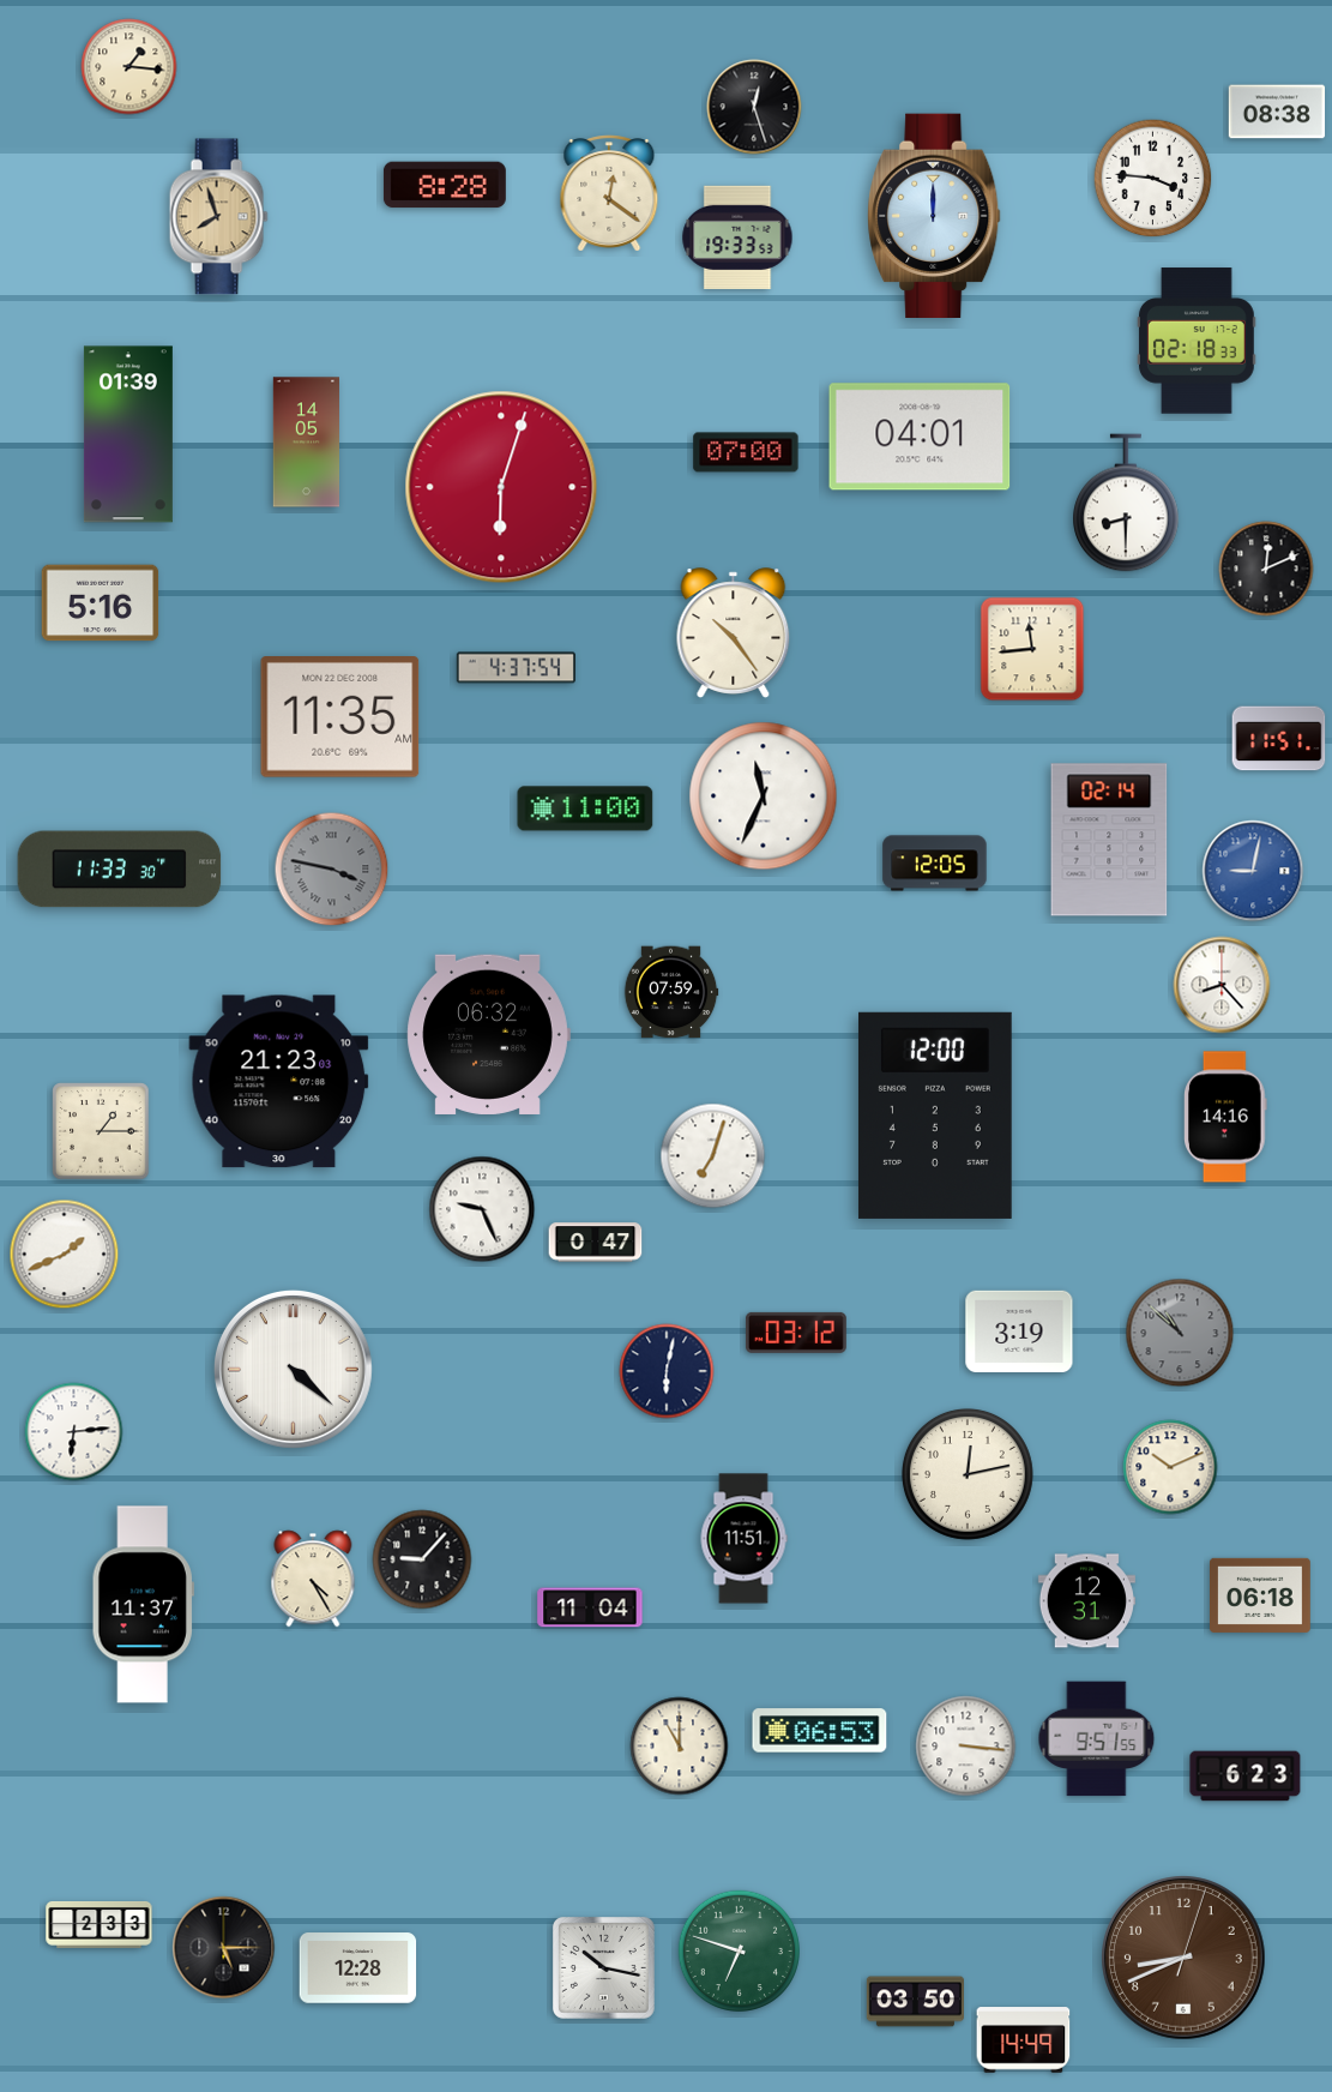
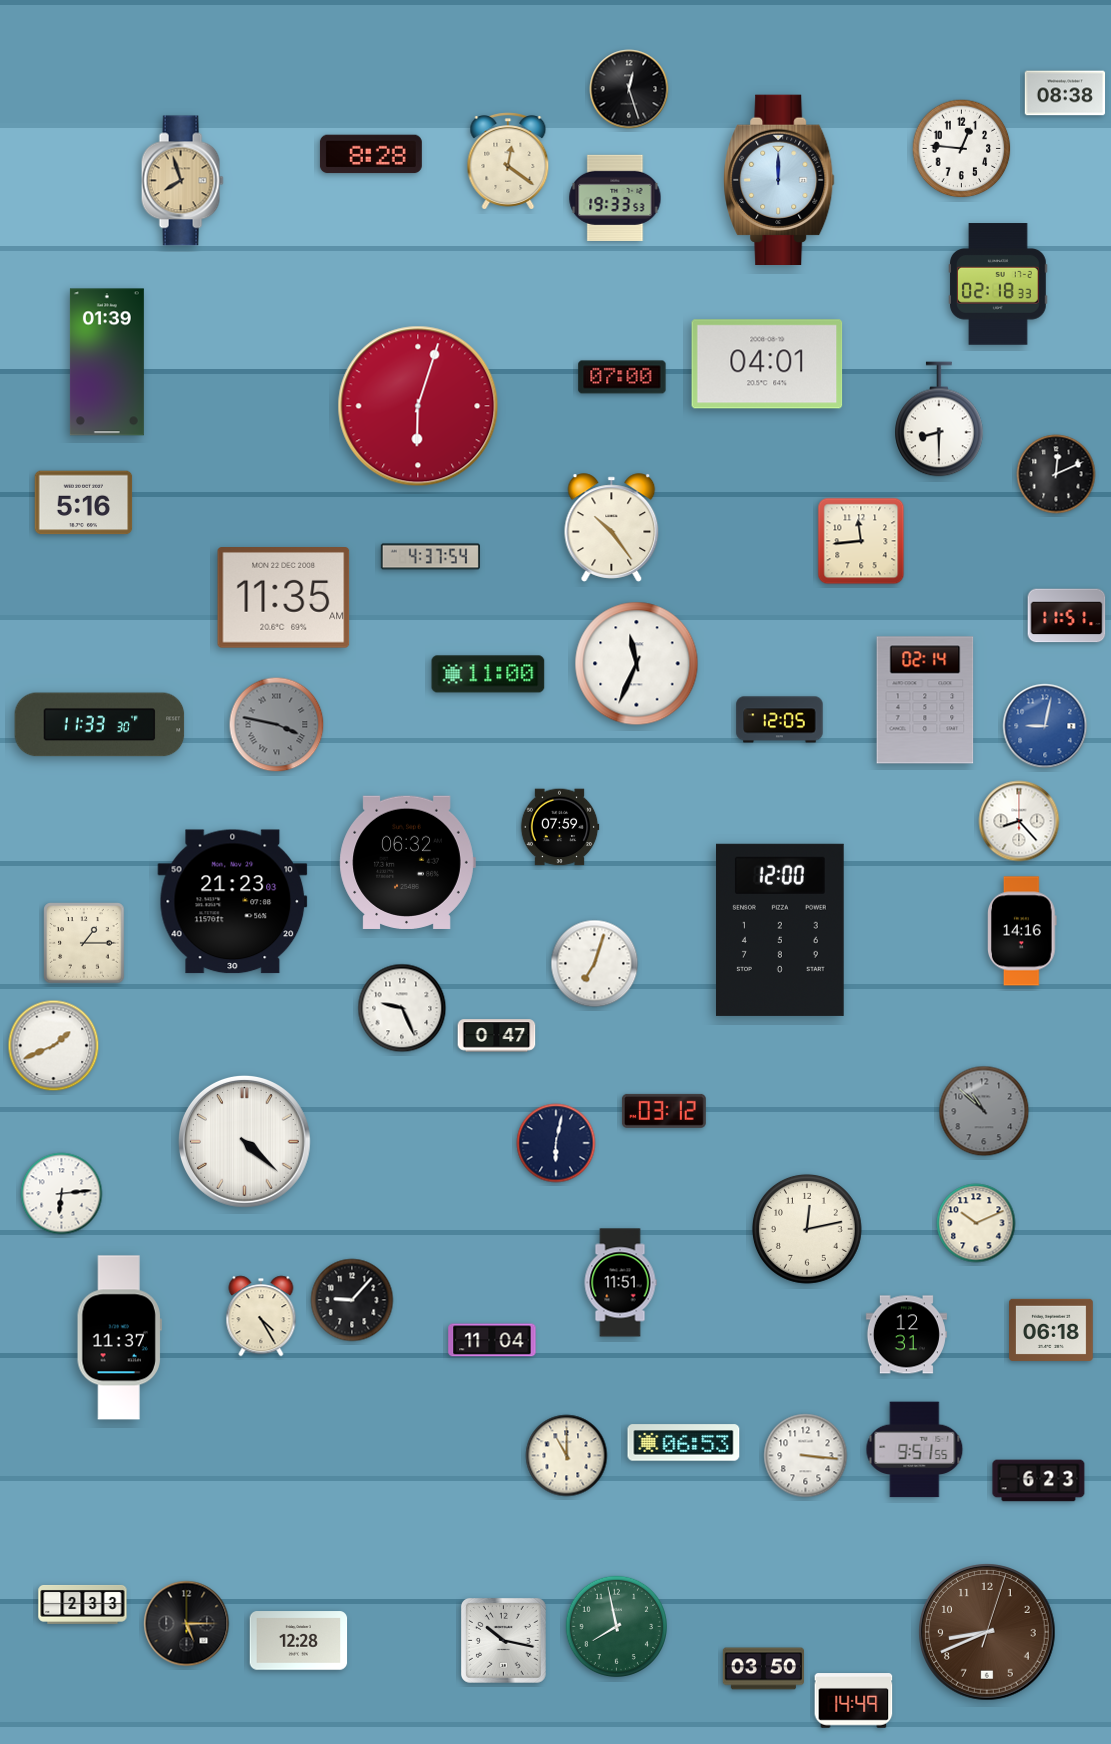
clock at (129, 67): 1:16 -> none
clock at (1153, 179): 3:46 -> 12:46
clock at (306, 443): 14:05 -> none
clock at (1019, 1330): 3:19 -> none
clock at (739, 1950): 6:48 -> 7:58
